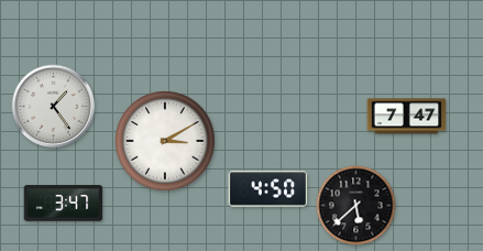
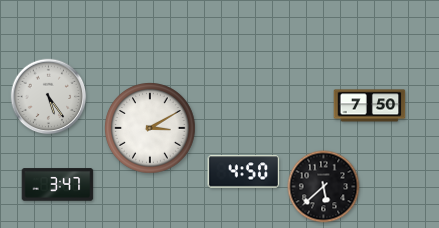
clock at (54, 107): 1:24 -> 5:24
clock at (407, 117): 7:47 -> 7:50
